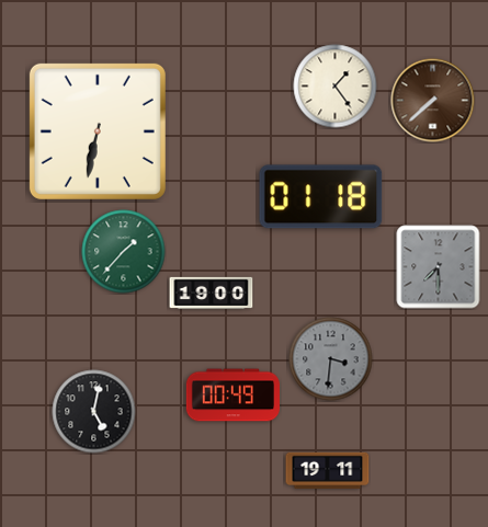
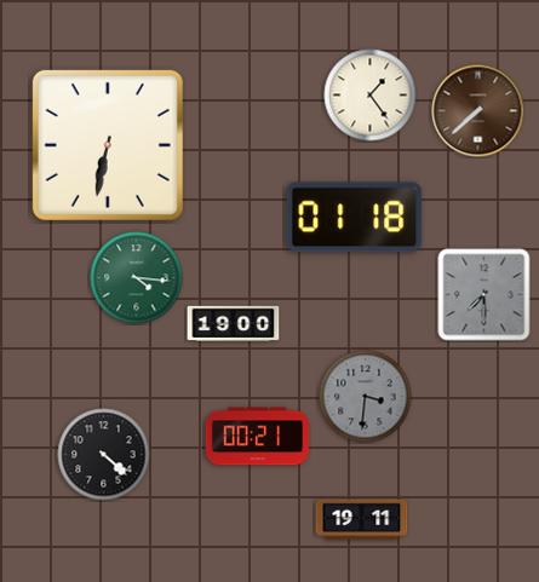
clock at (124, 252): 1:37 -> 4:16
clock at (232, 396): 00:49 -> 00:21
clock at (94, 412): 5:02 -> 4:22
